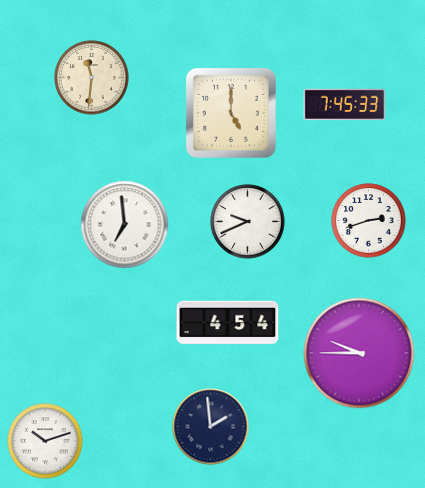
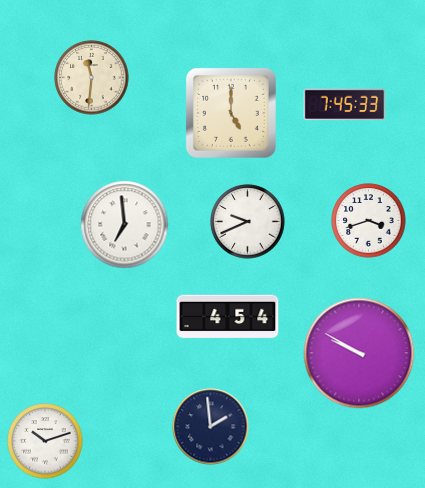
clock at (369, 221): 2:42 -> 3:42
clock at (228, 323) position: (228, 323) -> (228, 317)
clock at (359, 353): 9:45 -> 9:50
